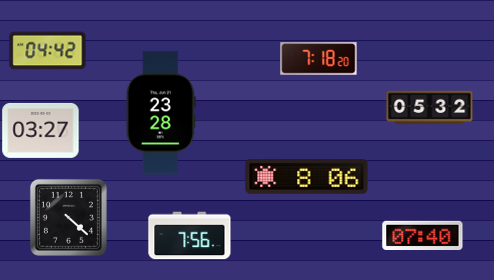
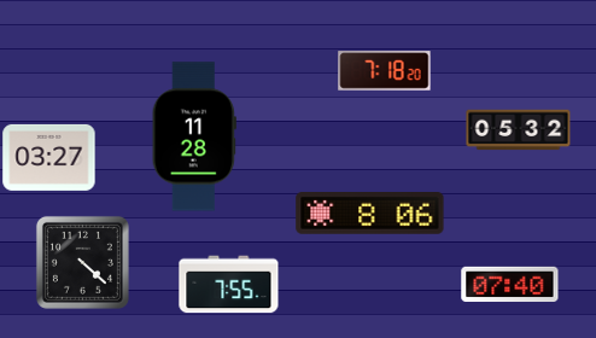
clock at (48, 51): 04:42 -> none
clock at (161, 113): 23:28 -> 11:28
clock at (190, 236): 7:56 -> 7:55
